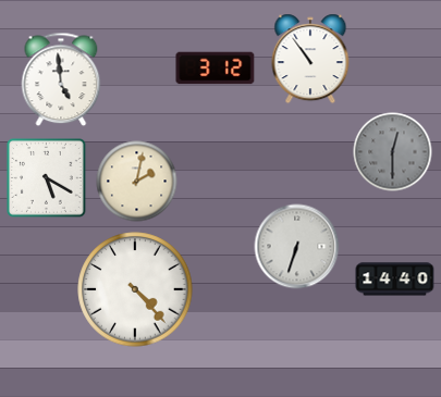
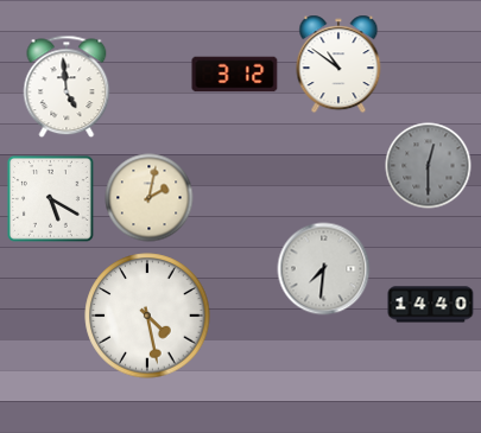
clock at (310, 59): 10:54 -> 10:51
clock at (47, 178) position: (47, 178) -> (51, 199)
clock at (297, 247): 6:33 -> 7:31
clock at (135, 289): 4:23 -> 4:28
